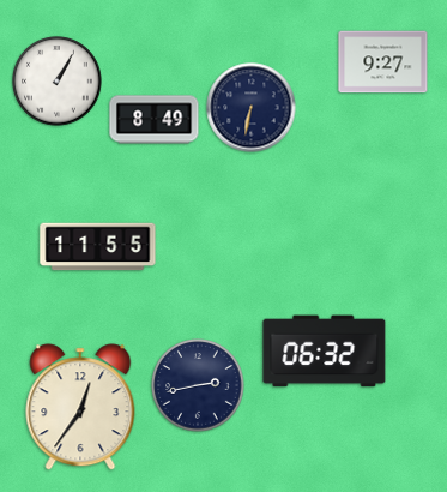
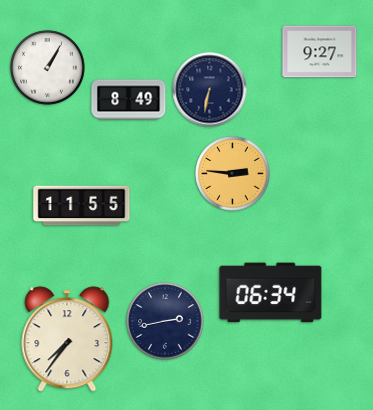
clock at (233, 174): none -> 2:46
clock at (325, 352): 06:32 -> 06:34
clock at (80, 407): 12:36 -> 7:36
